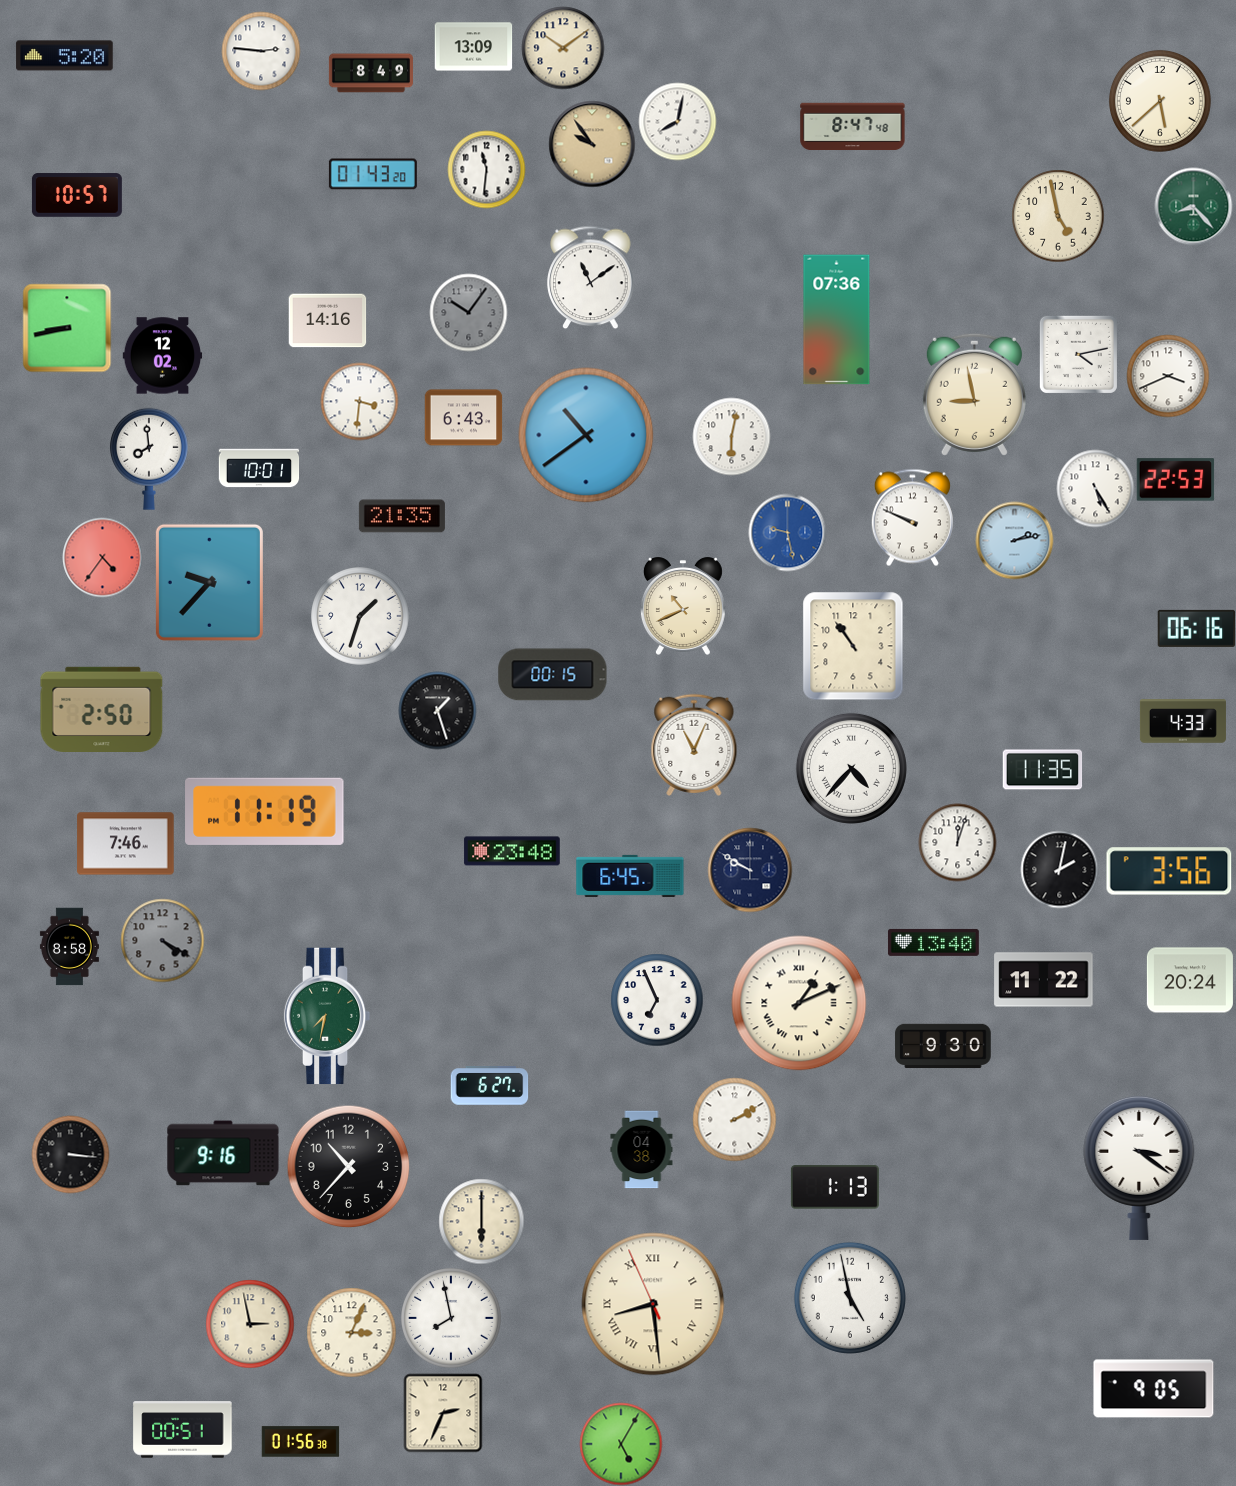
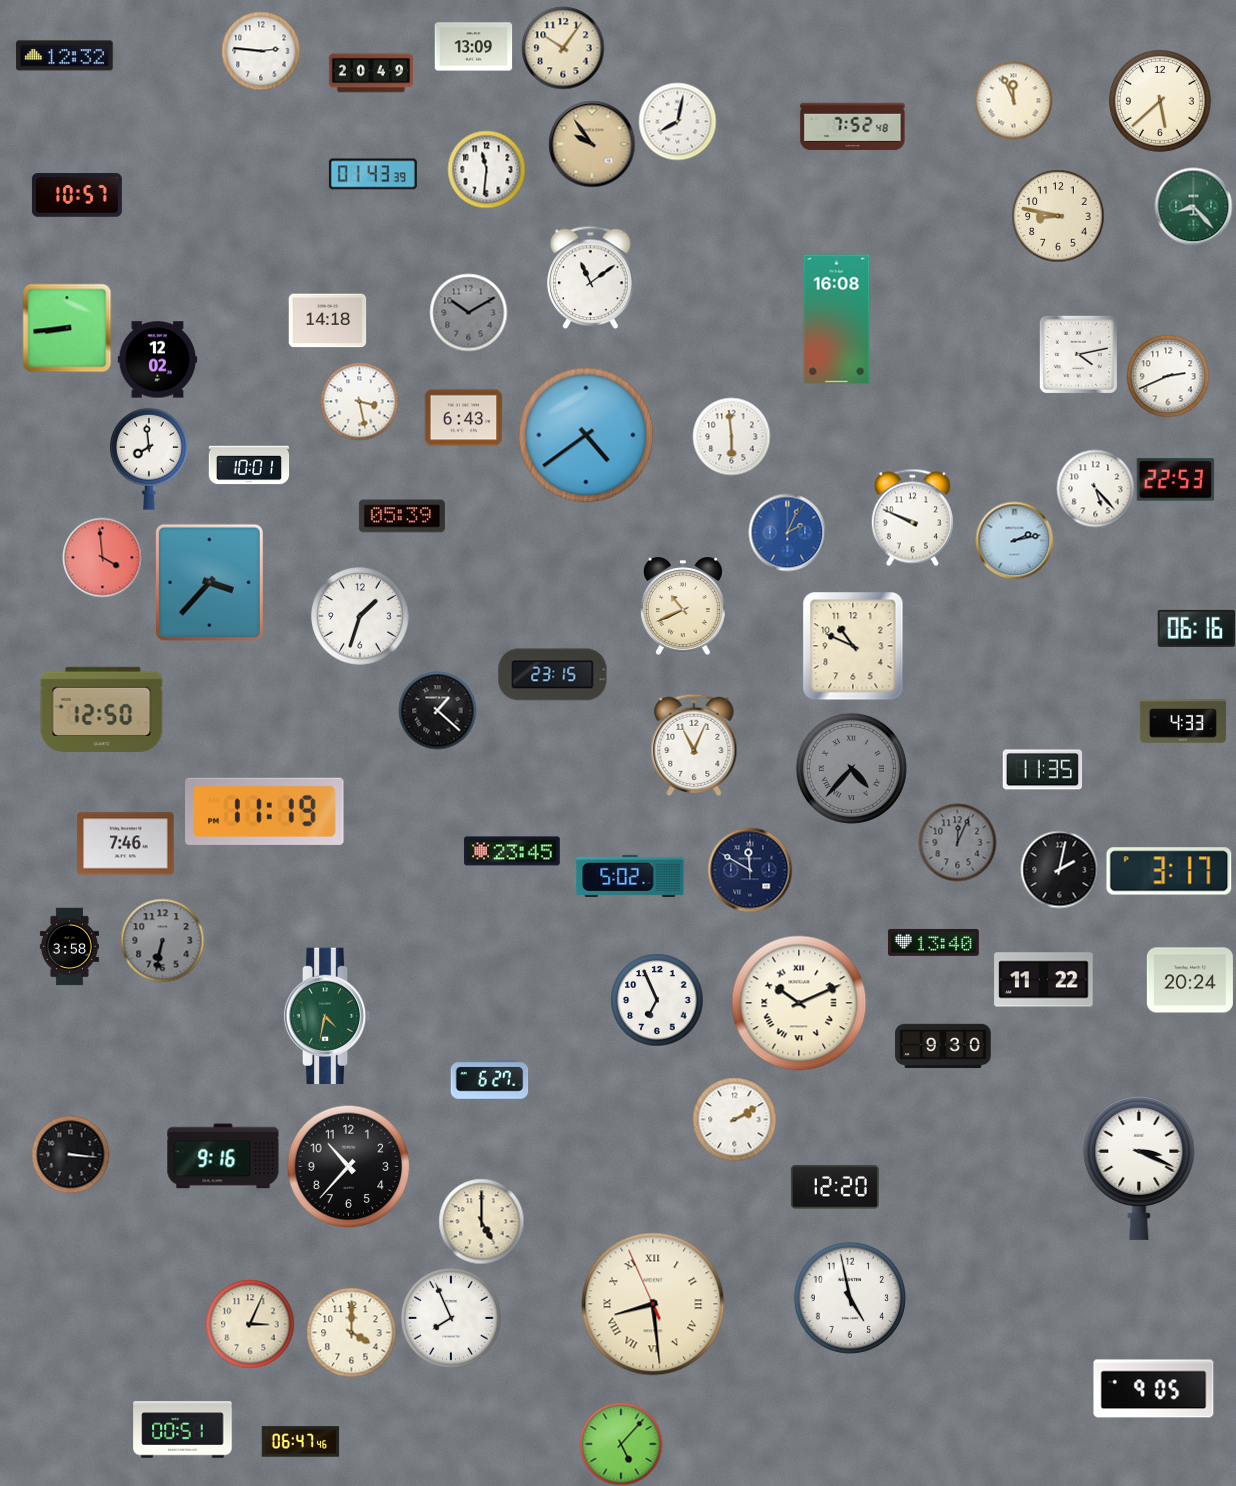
clock at (563, 48): 10:09 -> 10:06
clock at (65, 56): 5:20 -> 12:32
clock at (371, 73): 8:49 -> 20:49
clock at (1013, 100): none -> 11:56
clock at (853, 127): 8:47 -> 7:52
clock at (373, 174): 01:43:20 -> 01:43:39
clock at (1058, 216): 4:58 -> 8:47
clock at (468, 312): 10:06 -> 10:10
clock at (837, 320): 07:36 -> 16:08
clock at (327, 321): 14:16 -> 14:18
clock at (67, 328): 8:43 -> 8:44
clock at (162, 356) position: (162, 356) -> (157, 360)
clock at (1168, 376): 3:41 -> 2:41
clock at (974, 394): 8:58 -> none
clock at (359, 401): 3:31 -> 3:28
clock at (586, 435): 10:39 -> 4:39
clock at (731, 436): 6:02 -> 5:59
clock at (259, 468) position: (259, 468) -> (249, 465)
clock at (1095, 488): 5:25 -> 5:23
clock at (402, 516): 21:35 -> 05:39
clock at (787, 532): 9:28 -> 2:04
clock at (102, 557): 4:36 -> 3:59
clock at (209, 582): 9:37 -> 3:37
clock at (853, 646): 10:54 -> 10:49
clock at (553, 675): 00:15 -> 23:15
clock at (102, 709): 2:50 -> 12:50
clock at (437, 710): 1:27 -> 1:22
clock at (851, 768) dial: white -> grey
clock at (957, 842): 12:03 -> 12:04
clock at (957, 842) dial: white -> grey
clock at (512, 851): 23:48 -> 23:45
clock at (750, 870): 9:50 -> 11:50
clock at (1169, 871): 3:56 -> 3:17
clock at (630, 876): 6:45 -> 5:02
clock at (162, 940): 4:20 -> 6:32
clock at (69, 946): 8:58 -> 3:58
clock at (799, 1003): 1:11 -> 10:11
clock at (327, 1016): 7:32 -> 4:32
clock at (489, 1086) position: (489, 1086) -> (489, 1080)
clock at (642, 1149): 04:38 -> none
clock at (223, 1153) position: (223, 1153) -> (223, 1156)
clock at (1139, 1167): 3:21 -> 3:19
clock at (835, 1187): 1:13 -> 12:20
clock at (481, 1221): 6:00 -> 5:00
clock at (452, 1319): 7:58 -> 7:56
clock at (250, 1324): 2:58 -> 3:04
clock at (351, 1332): 3:04 -> 4:00
clock at (443, 1413): 2:34 -> none
clock at (300, 1442): 01:56 -> 06:47
clock at (621, 1444): 5:05 -> 5:07
